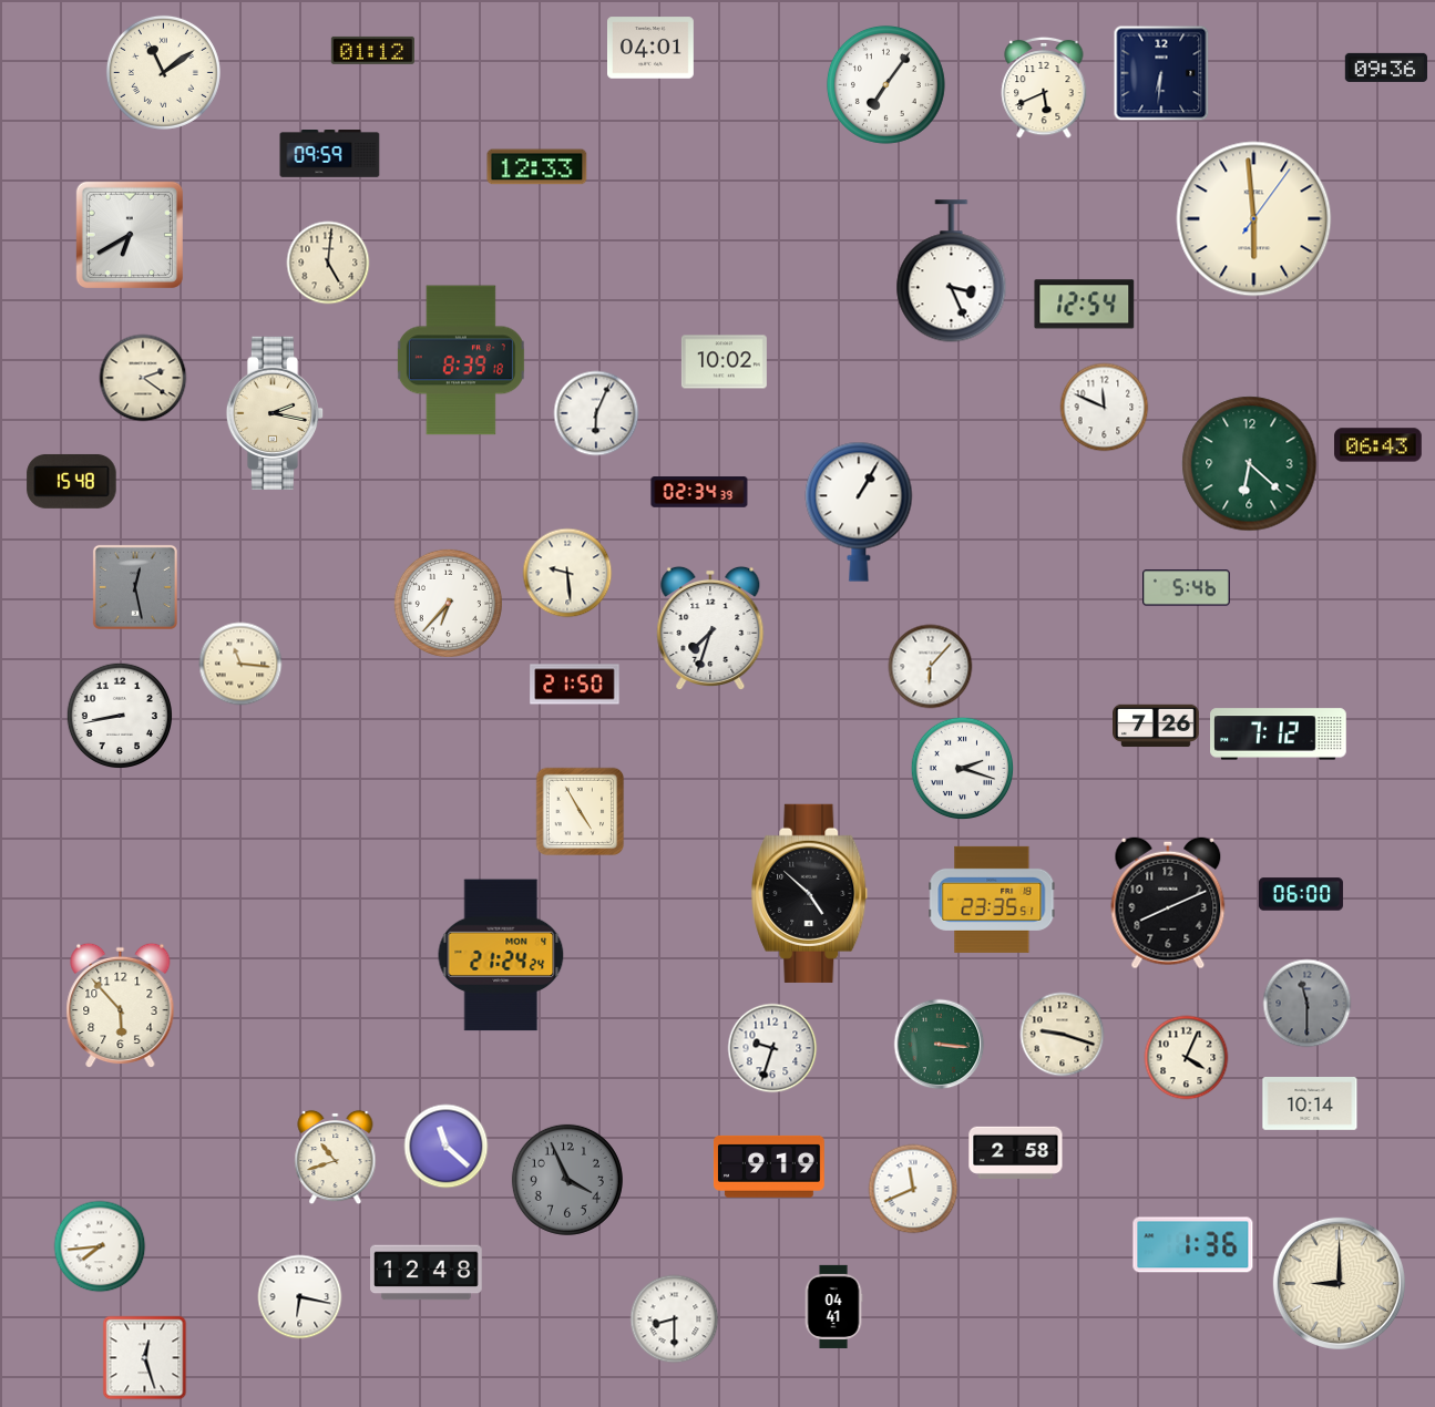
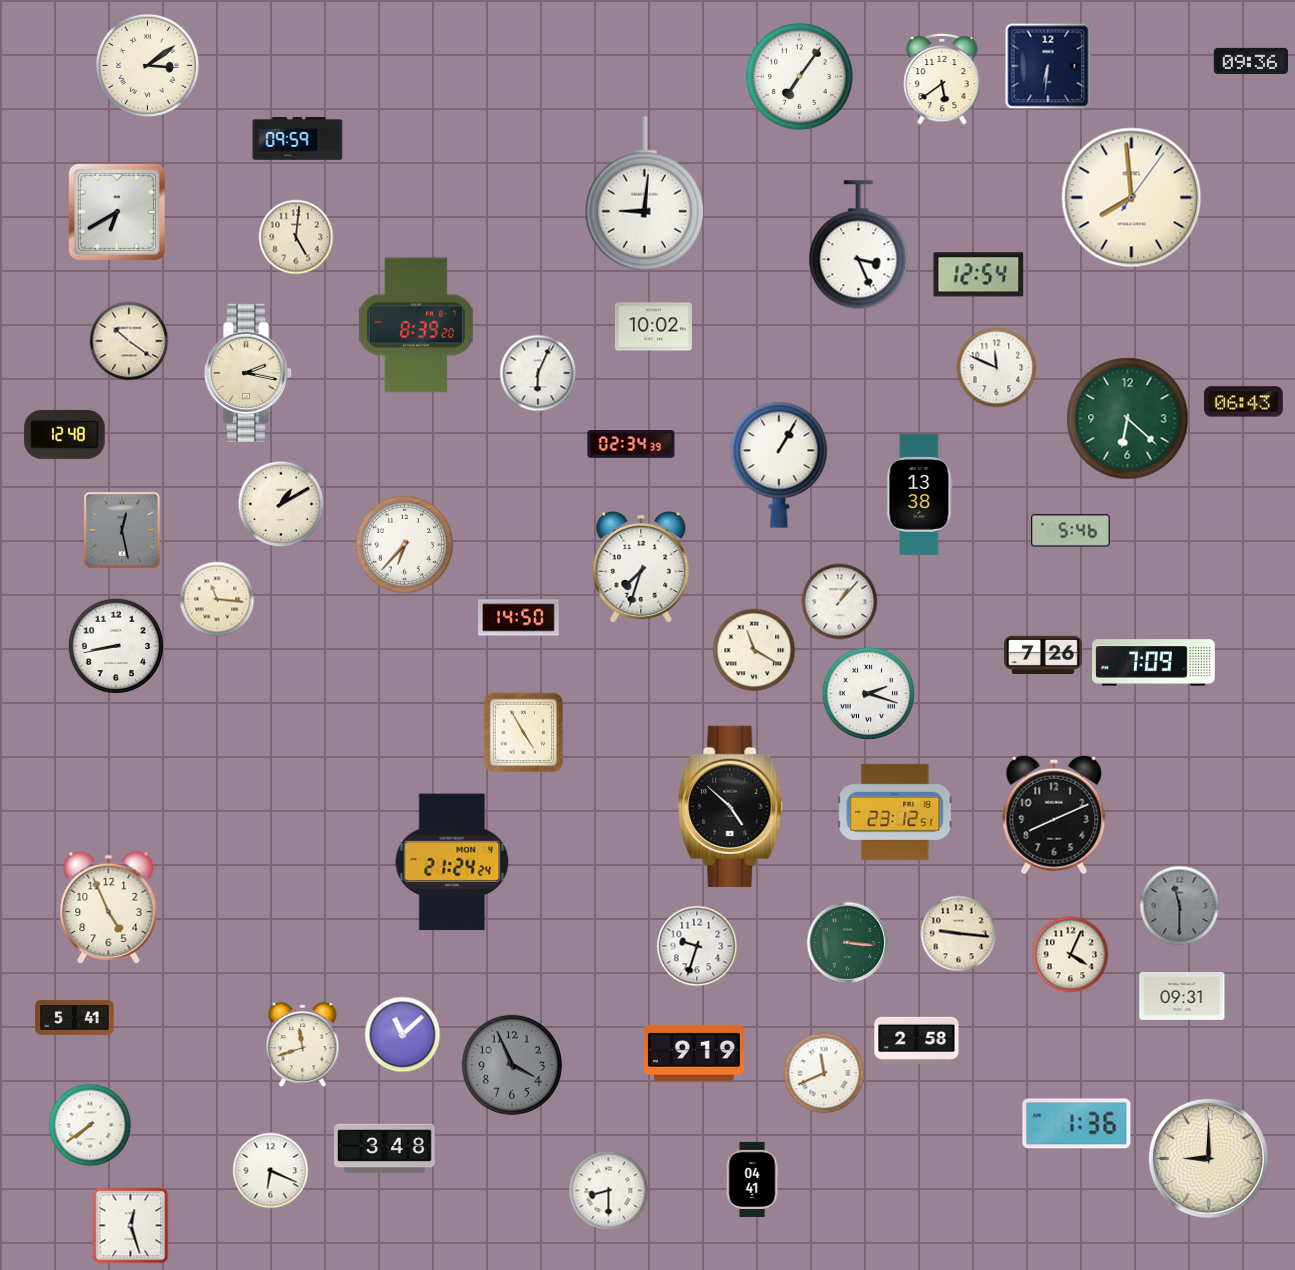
clock at (652, 48): 04:01 -> none
clock at (372, 50): 01:12 -> none
clock at (163, 72): 11:09 -> 3:09
clock at (1044, 88): 5:41 -> 5:39
clock at (537, 167): 12:33 -> none
clock at (644, 194): none -> 9:01
clock at (1254, 219): 5:59 -> 7:59
clock at (461, 360): 8:39:18 -> 8:39:20
clock at (143, 378): 2:21 -> 10:21
clock at (72, 481): 15:48 -> 12:48
clock at (859, 512) position: (859, 512) -> (779, 465)
clock at (920, 494): none -> 13:38
clock at (281, 504): none -> 1:10
clock at (567, 573): 9:29 -> none
clock at (931, 667): 6:07 -> 1:07
clock at (575, 685): 21:50 -> 14:50
clock at (119, 715) position: (119, 715) -> (115, 645)
clock at (754, 650): none -> 11:20
clock at (1279, 735): 7:12 -> 7:09
clock at (1301, 894): 06:00 -> none
clock at (992, 900): 23:35 -> 23:12
clock at (121, 1006): 5:53 -> 4:56
clock at (1063, 1035): 9:18 -> 9:16
clock at (1310, 1105): 10:14 -> 09:31
clock at (75, 1018): none -> 5:41
clock at (447, 1147): 11:22 -> 11:08
clock at (336, 1158): 10:42 -> 11:42
clock at (100, 1246): 7:44 -> 7:39
clock at (427, 1273): 12:48 -> 3:48
clock at (300, 1297): 6:17 -> 6:19
